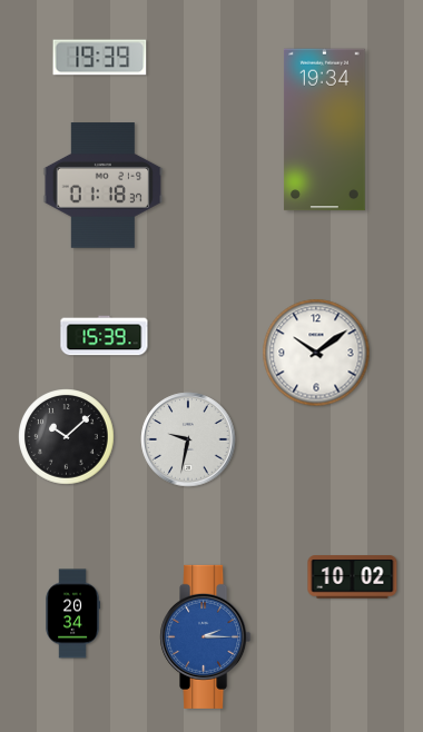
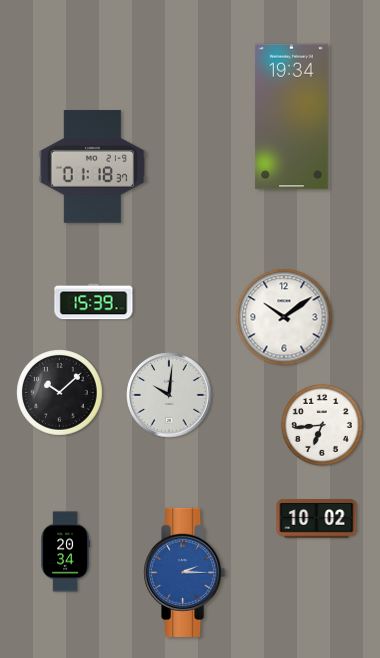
clock at (100, 58): 19:39 -> none
clock at (188, 439): 9:32 -> 10:01
clock at (322, 425): none -> 6:44
